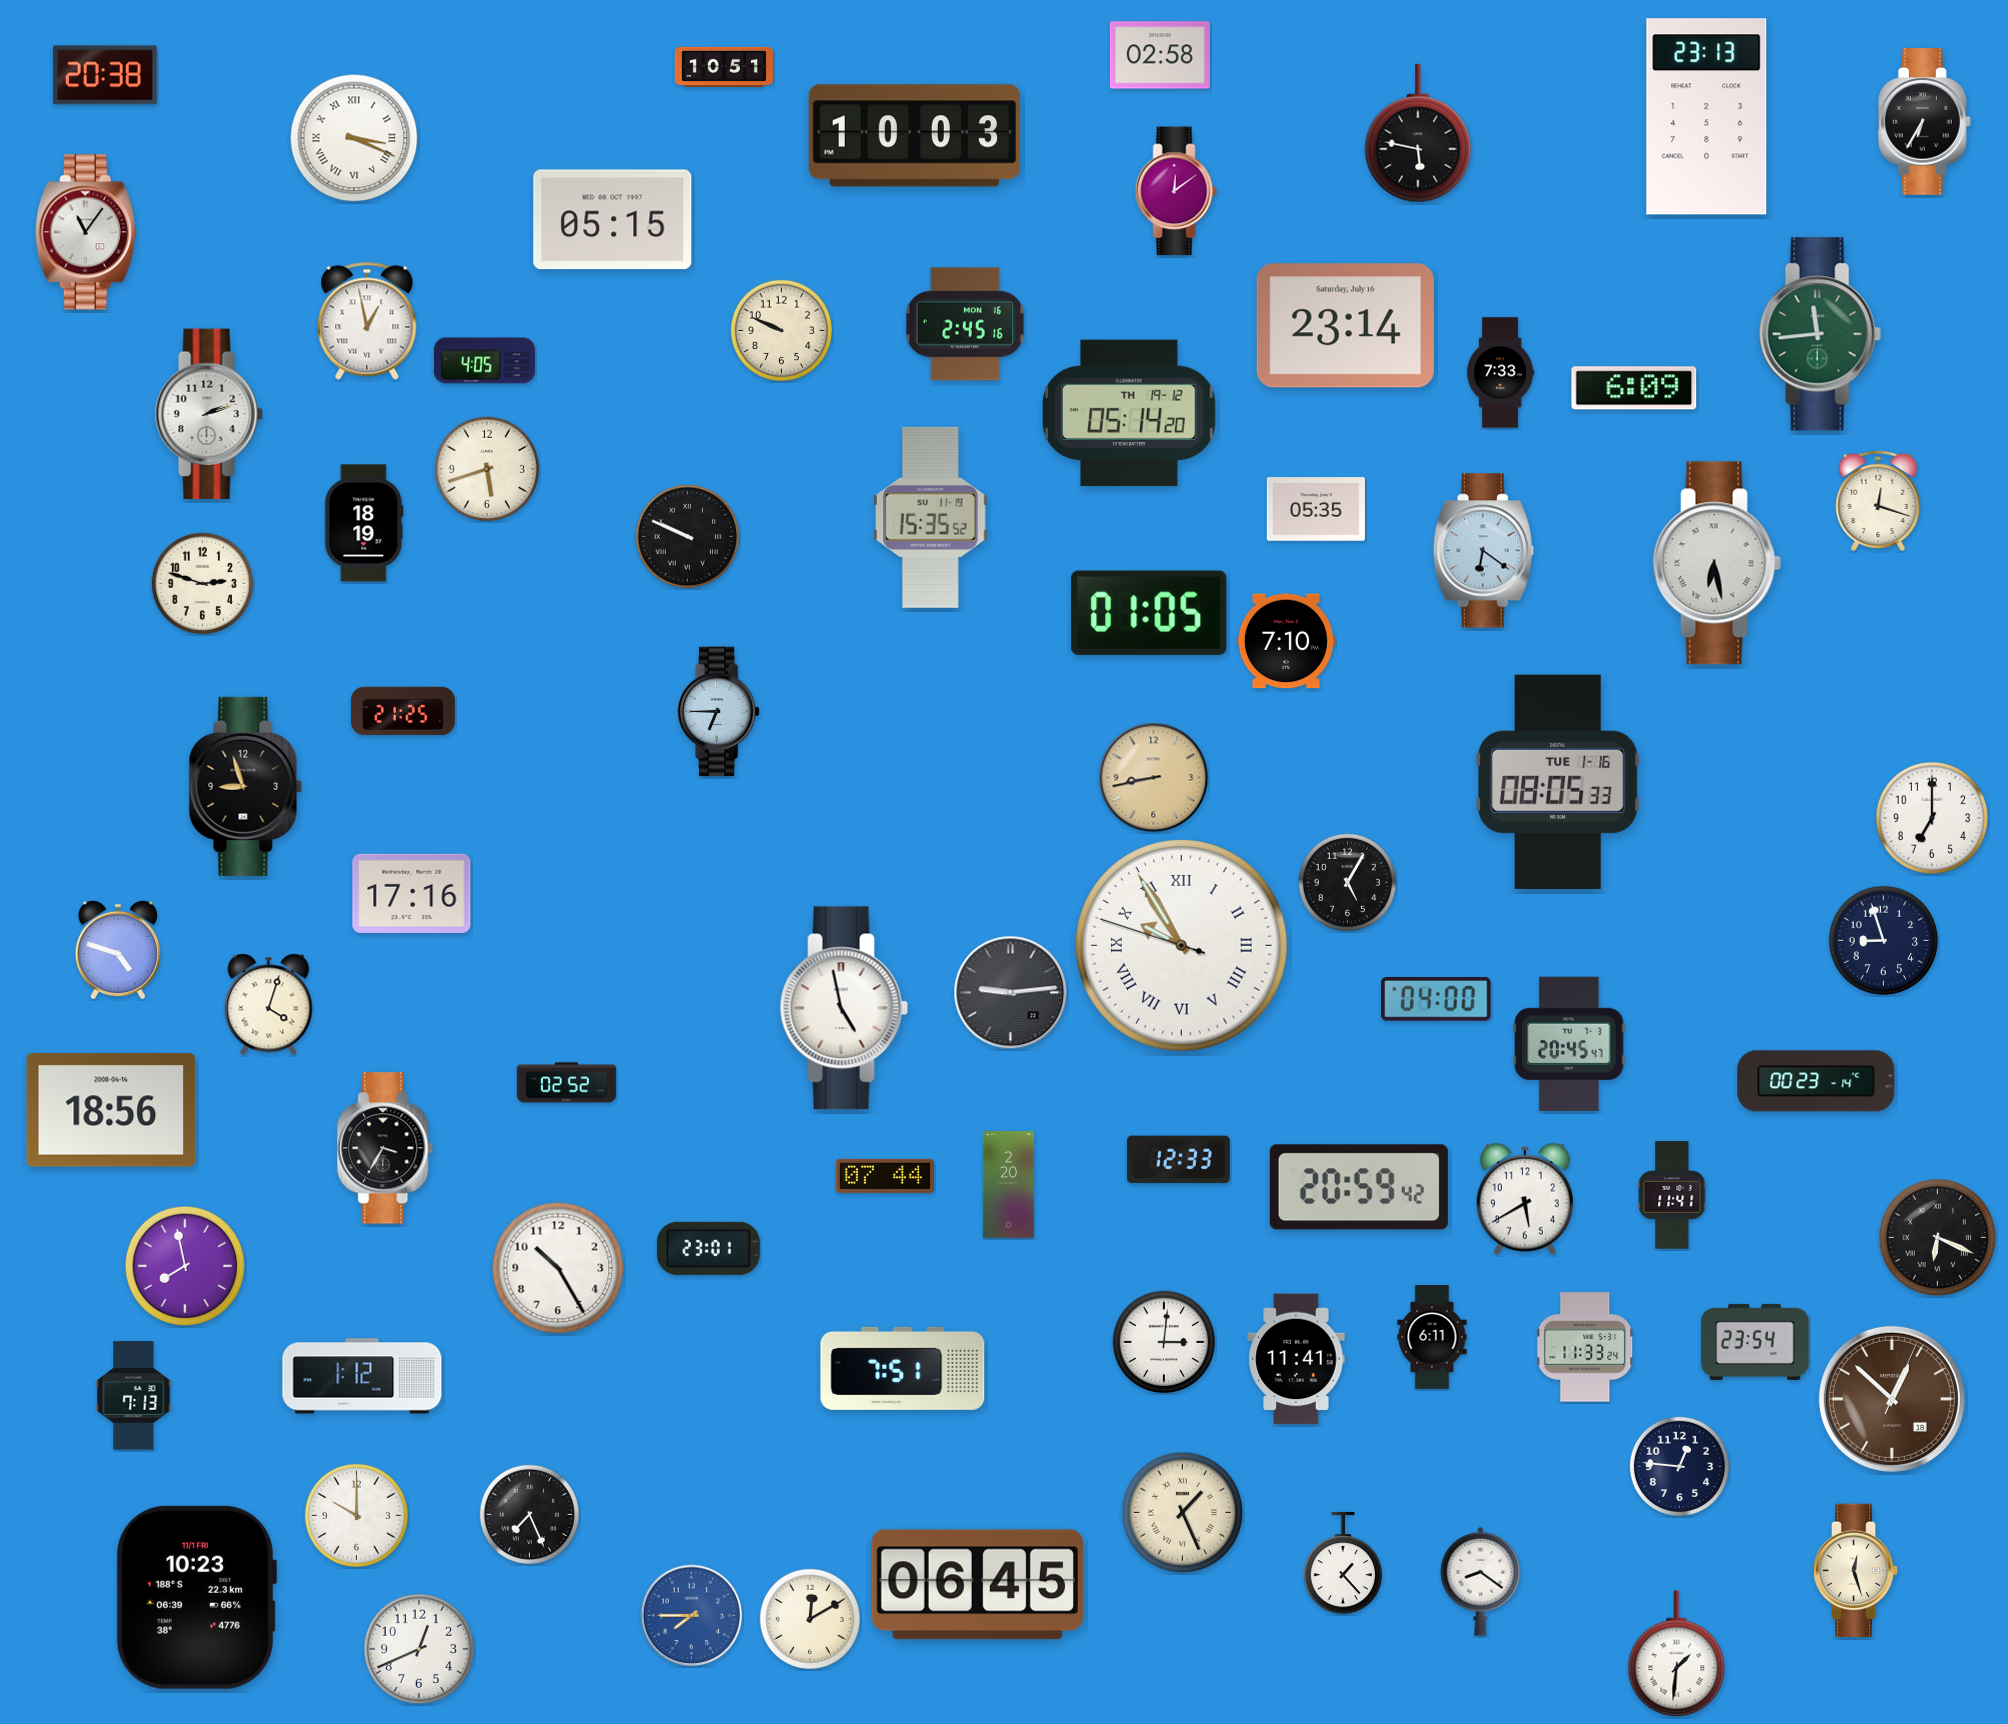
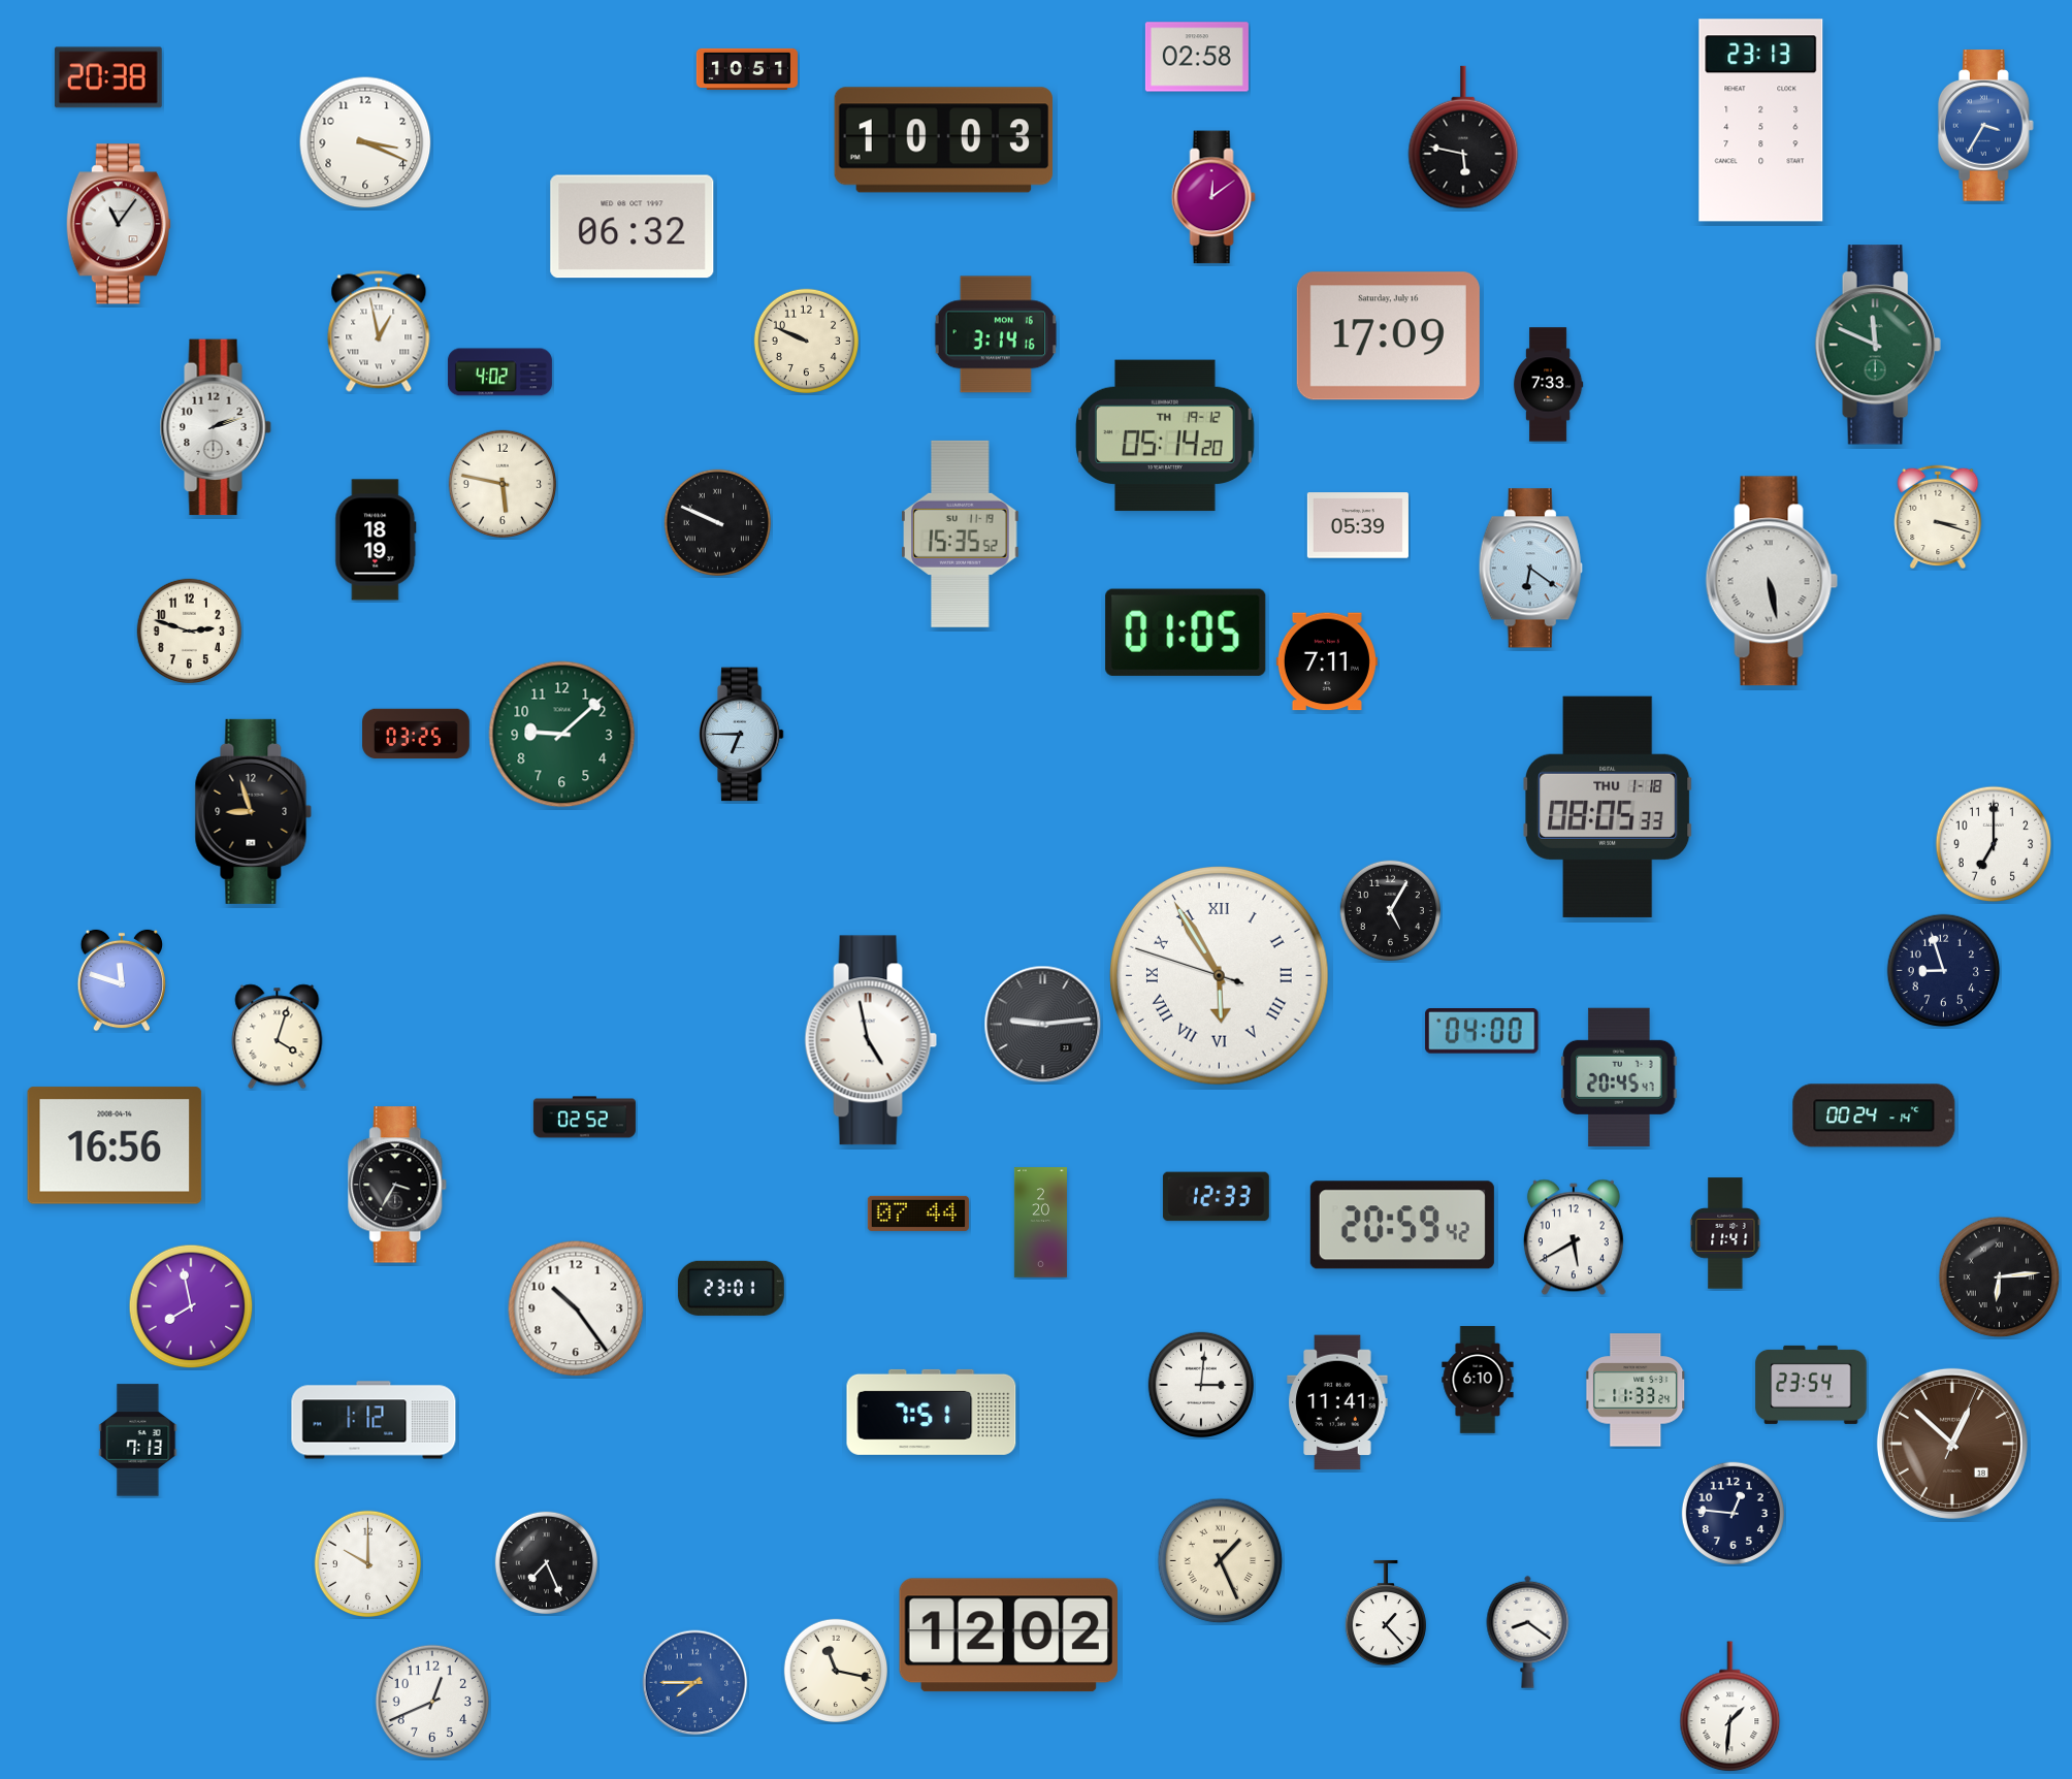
clock at (1924, 122): 6:35 -> 3:35
clock at (1924, 122) dial: black -> blue
clock at (354, 138) numerals: Roman -> Arabic
clock at (613, 220): 05:15 -> 06:32
clock at (86, 232) position: (86, 232) -> (119, 224)
clock at (965, 324): 2:45 -> 3:14
clock at (1345, 326): 23:14 -> 17:09
clock at (1820, 334): 11:44 -> 11:49
clock at (484, 361): 4:05 -> 4:02
clock at (1634, 388): 6:09 -> none
clock at (1129, 413) position: (1129, 413) -> (1165, 435)
clock at (486, 468): 5:42 -> 5:47
clock at (1878, 501): 12:18 -> 3:18
clock at (1316, 509): 05:35 -> 05:39
clock at (687, 536) position: (687, 536) -> (717, 522)
clock at (1717, 563): 6:28 -> 5:28
clock at (202, 583) position: (202, 583) -> (189, 630)
clock at (1286, 641): 7:10 -> 7:11
clock at (404, 711): 21:25 -> 03:25
clock at (562, 735): none -> 9:08
clock at (1154, 778): 8:43 -> none
clock at (1559, 782) date: TUE 1-16 -> THU 1-18
clock at (412, 893): 17:16 -> none
clock at (1182, 946): 9:54 -> 5:54
clock at (118, 950): 4:48 -> 11:48
clock at (1816, 1081): 00:23 -> 00:24
clock at (111, 1110): 18:56 -> 16:56
clock at (885, 1176) position: (885, 1176) -> (918, 1214)
clock at (1938, 1238): 6:19 -> 6:14
clock at (558, 1268): 10:25 -> 10:24
clock at (1432, 1337): 6:11 -> 6:10
clock at (1856, 1571): 12:27 -> none
clock at (977, 1585): 06:45 -> 12:02
clock at (196, 1597): 10:23 -> none
clock at (692, 1616) position: (692, 1616) -> (695, 1683)
clock at (809, 1618): 12:10 -> 11:17
